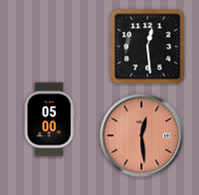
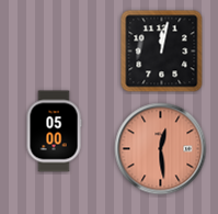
clock at (148, 47): 12:29 -> 12:02
clock at (142, 136) position: (142, 136) -> (161, 149)
